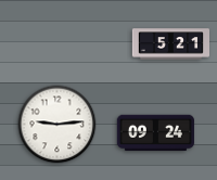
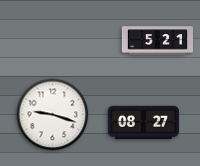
clock at (58, 125): 9:14 -> 9:18
clock at (155, 133): 09:24 -> 08:27
